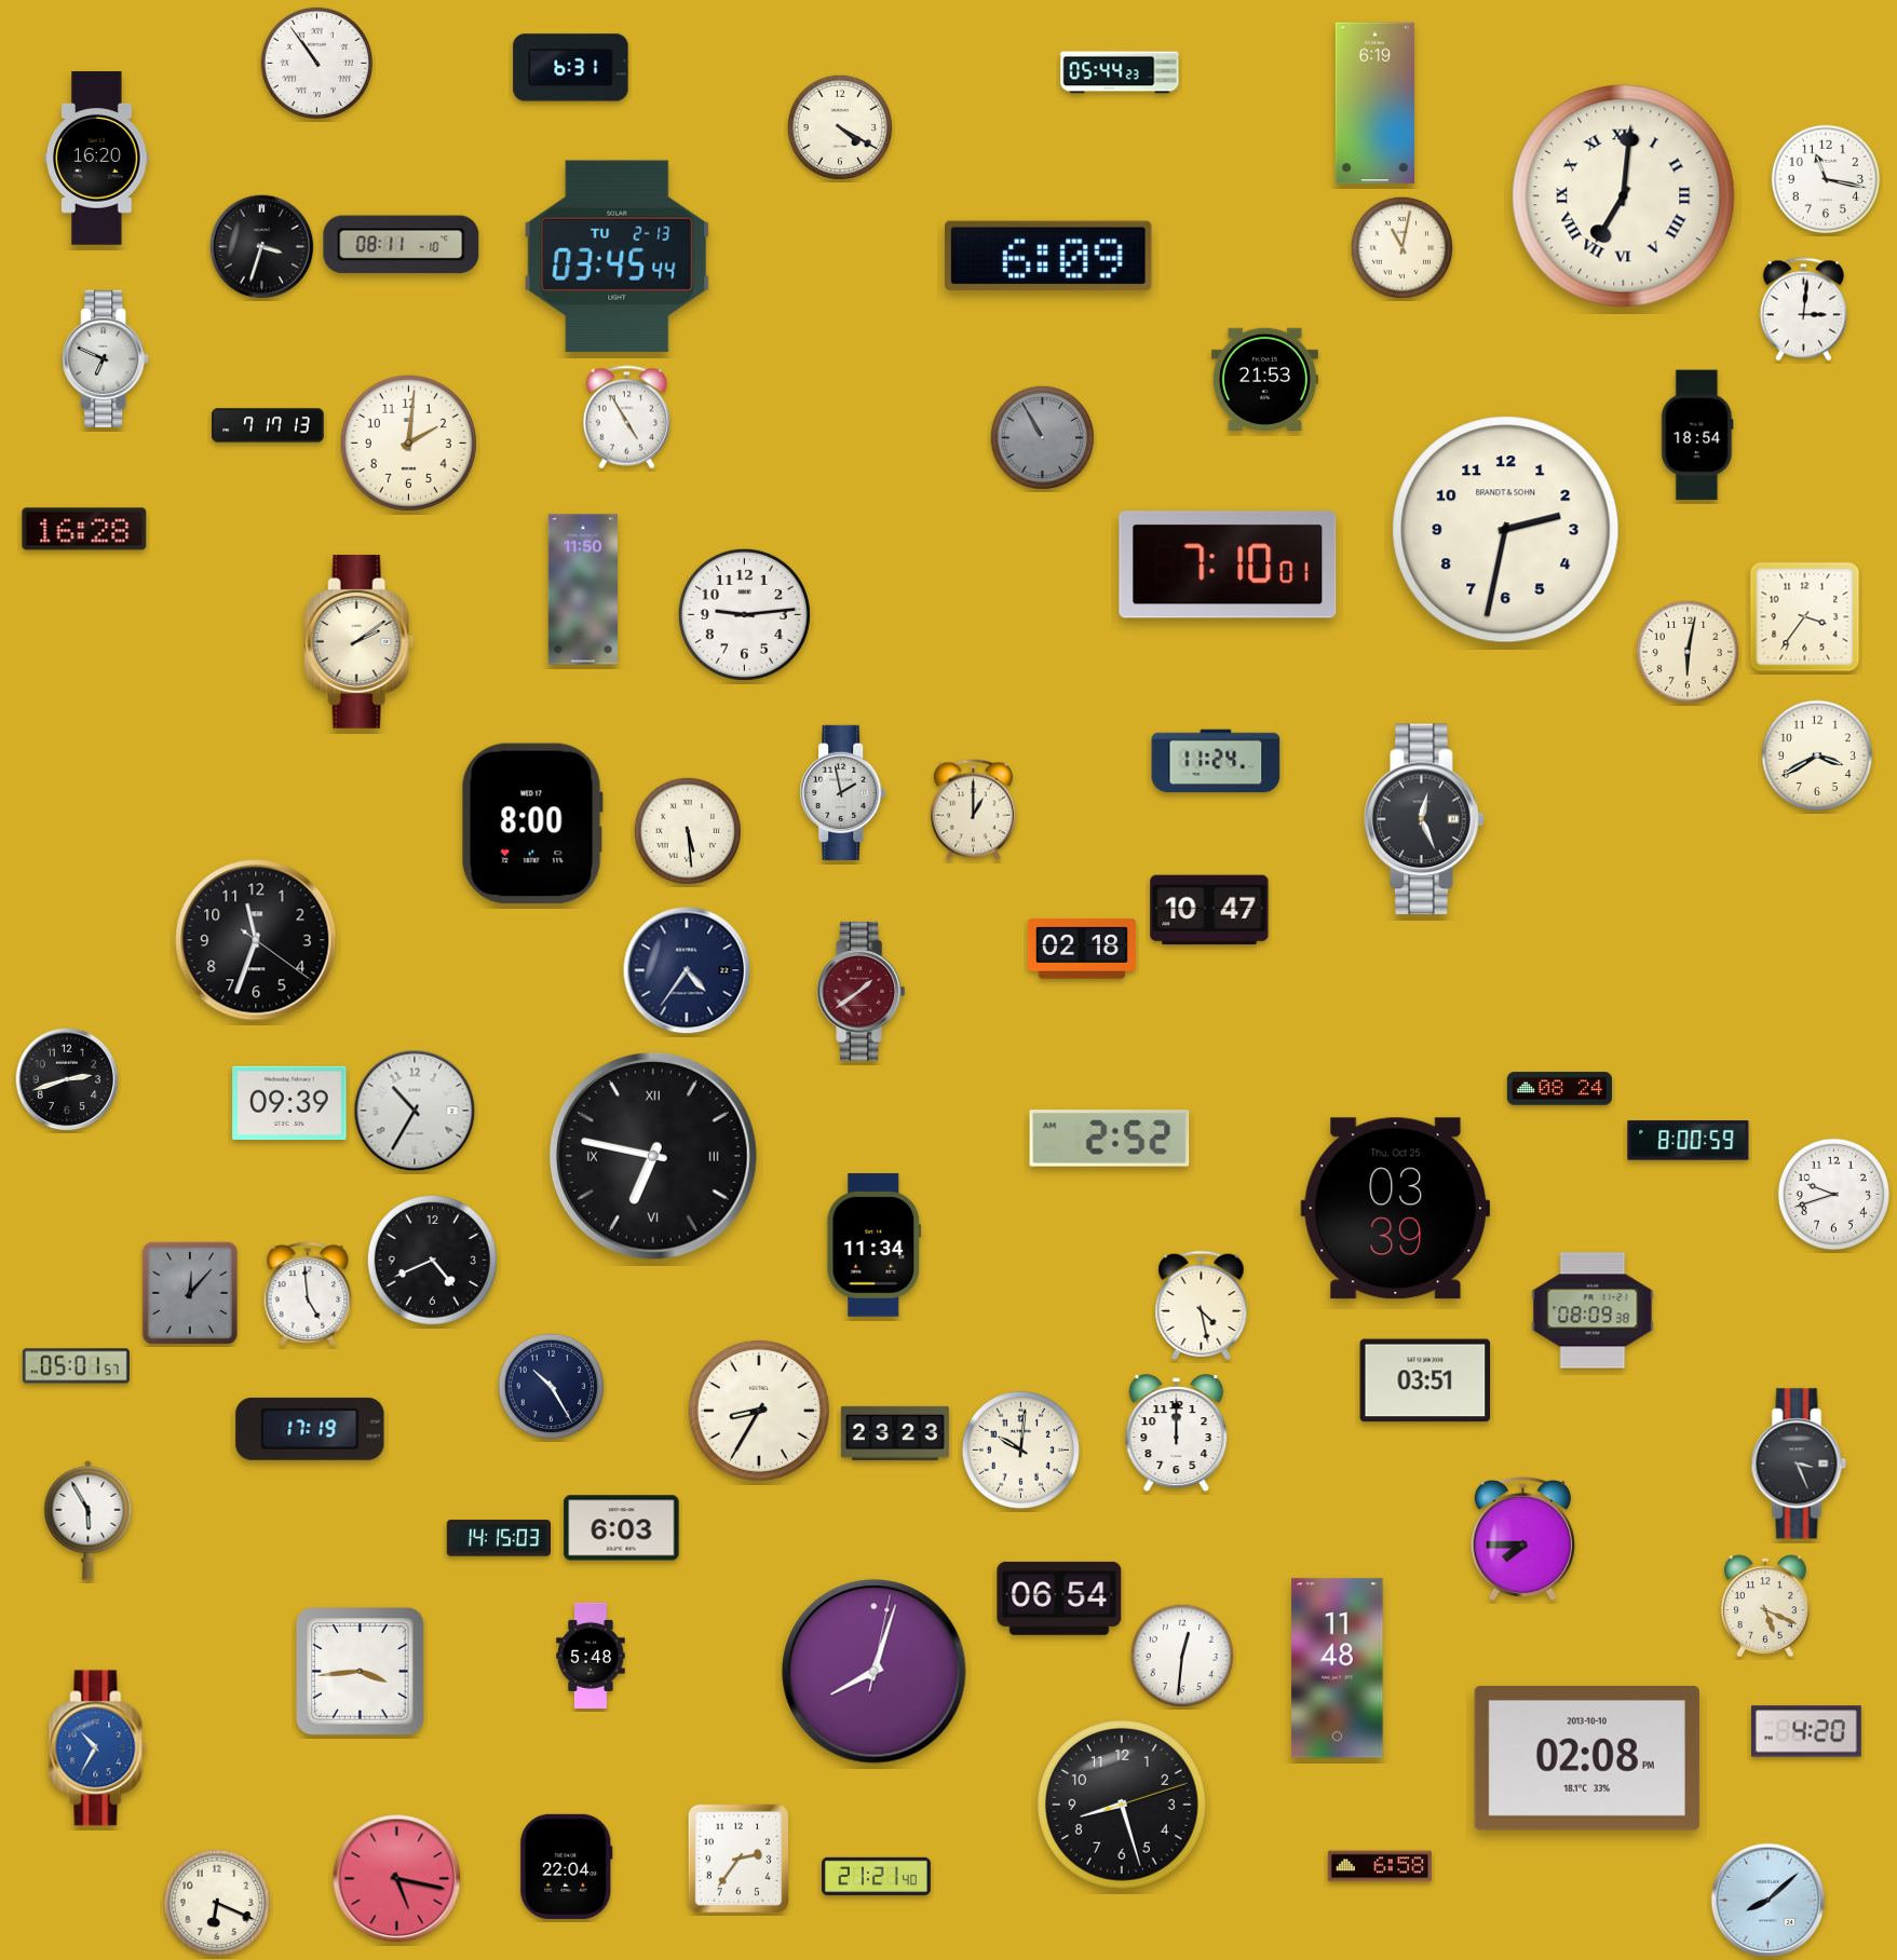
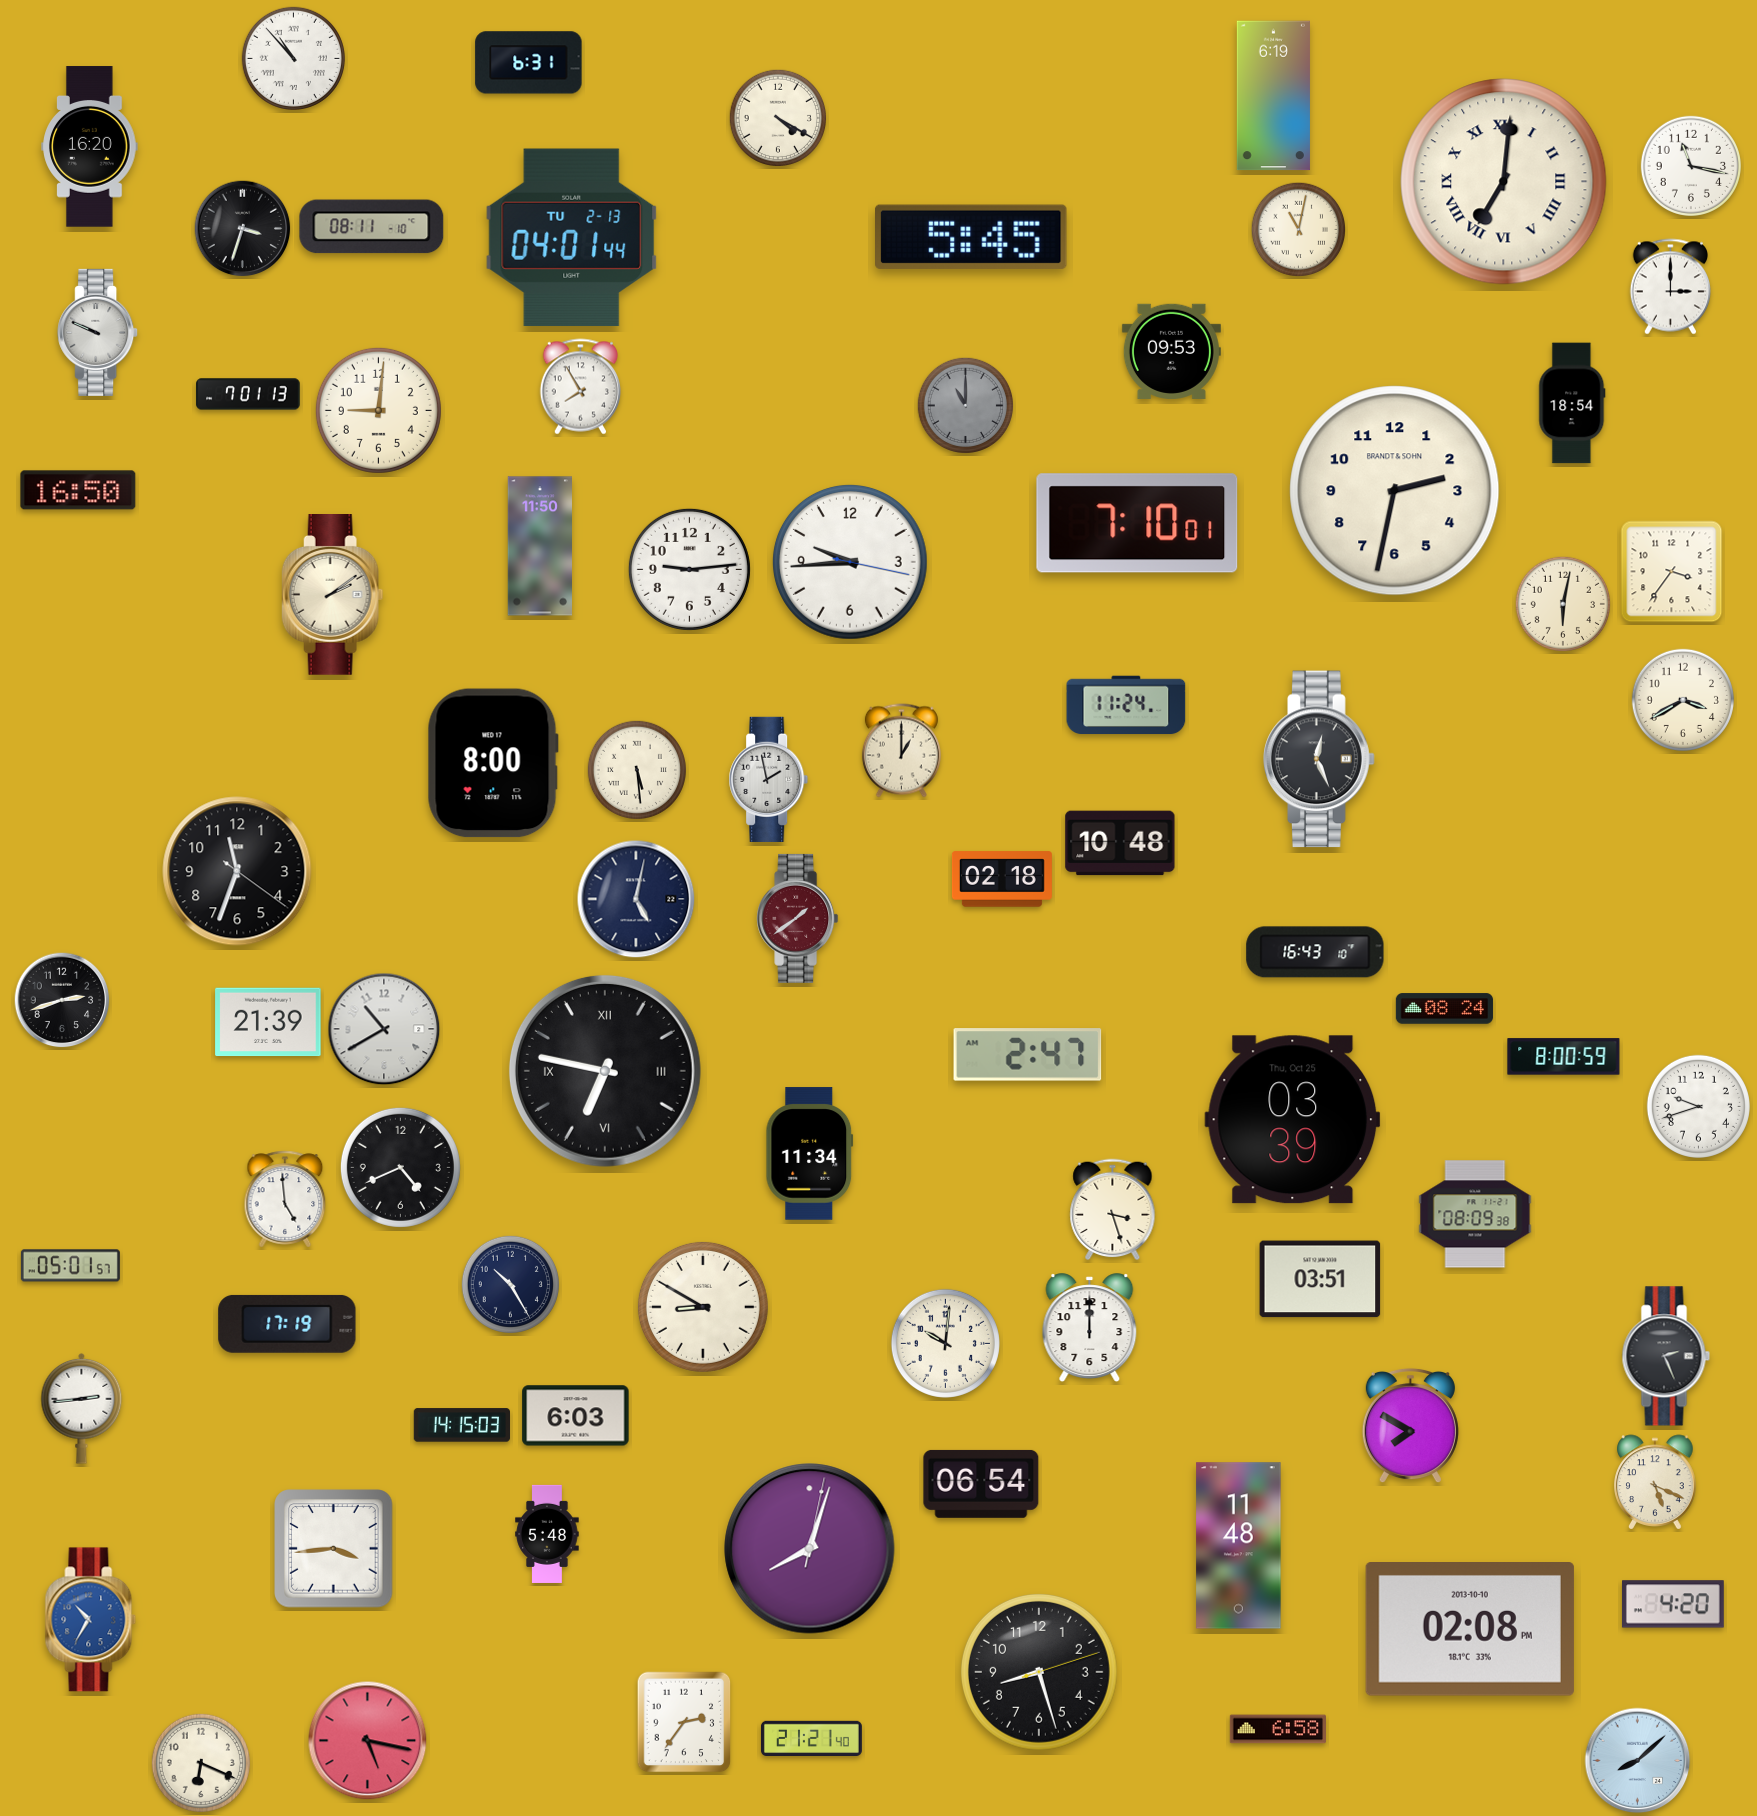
clock at (316, 63): 10:54 -> 10:53
clock at (1120, 72): 05:44 -> none
clock at (1048, 256): 6:09 -> 5:45
clock at (618, 257): 03:45 -> 04:01
clock at (1803, 310): 3:01 -> 3:00
clock at (106, 358): 6:49 -> 9:49
clock at (1264, 379): 21:53 -> 09:53
clock at (626, 418): 4:55 -> 7:55
clock at (268, 425): 7:17 -> 7:01
clock at (1042, 437): 10:55 -> 11:00
clock at (408, 443): 2:01 -> 9:01
clock at (84, 529): 16:28 -> 16:50
clock at (850, 562): none -> 9:44
clock at (843, 792) position: (843, 792) -> (769, 779)
clock at (1209, 910): 10:47 -> 10:48
clock at (687, 970): 4:36 -> 5:02
clock at (1315, 952): none -> 16:43
clock at (289, 1103): 09:39 -> 21:39
clock at (415, 1111): 10:35 -> 10:40
clock at (1110, 1139): 2:52 -> 2:47
clock at (190, 1293): 12:07 -> none
clock at (1202, 1306): 4:28 -> 3:27
clock at (759, 1411): 8:35 -> 8:50
clock at (895, 1433): 23:23 -> none
clock at (1799, 1464): 3:26 -> 2:26
clock at (89, 1520): 5:55 -> 2:44
clock at (1522, 1539): 7:45 -> 7:50
clock at (1059, 1598) position: (1059, 1598) -> (981, 1484)
clock at (1765, 1606) position: (1765, 1606) -> (1655, 1482)
clock at (1181, 1655): 12:31 -> none
clock at (567, 1866): 22:04 -> none
